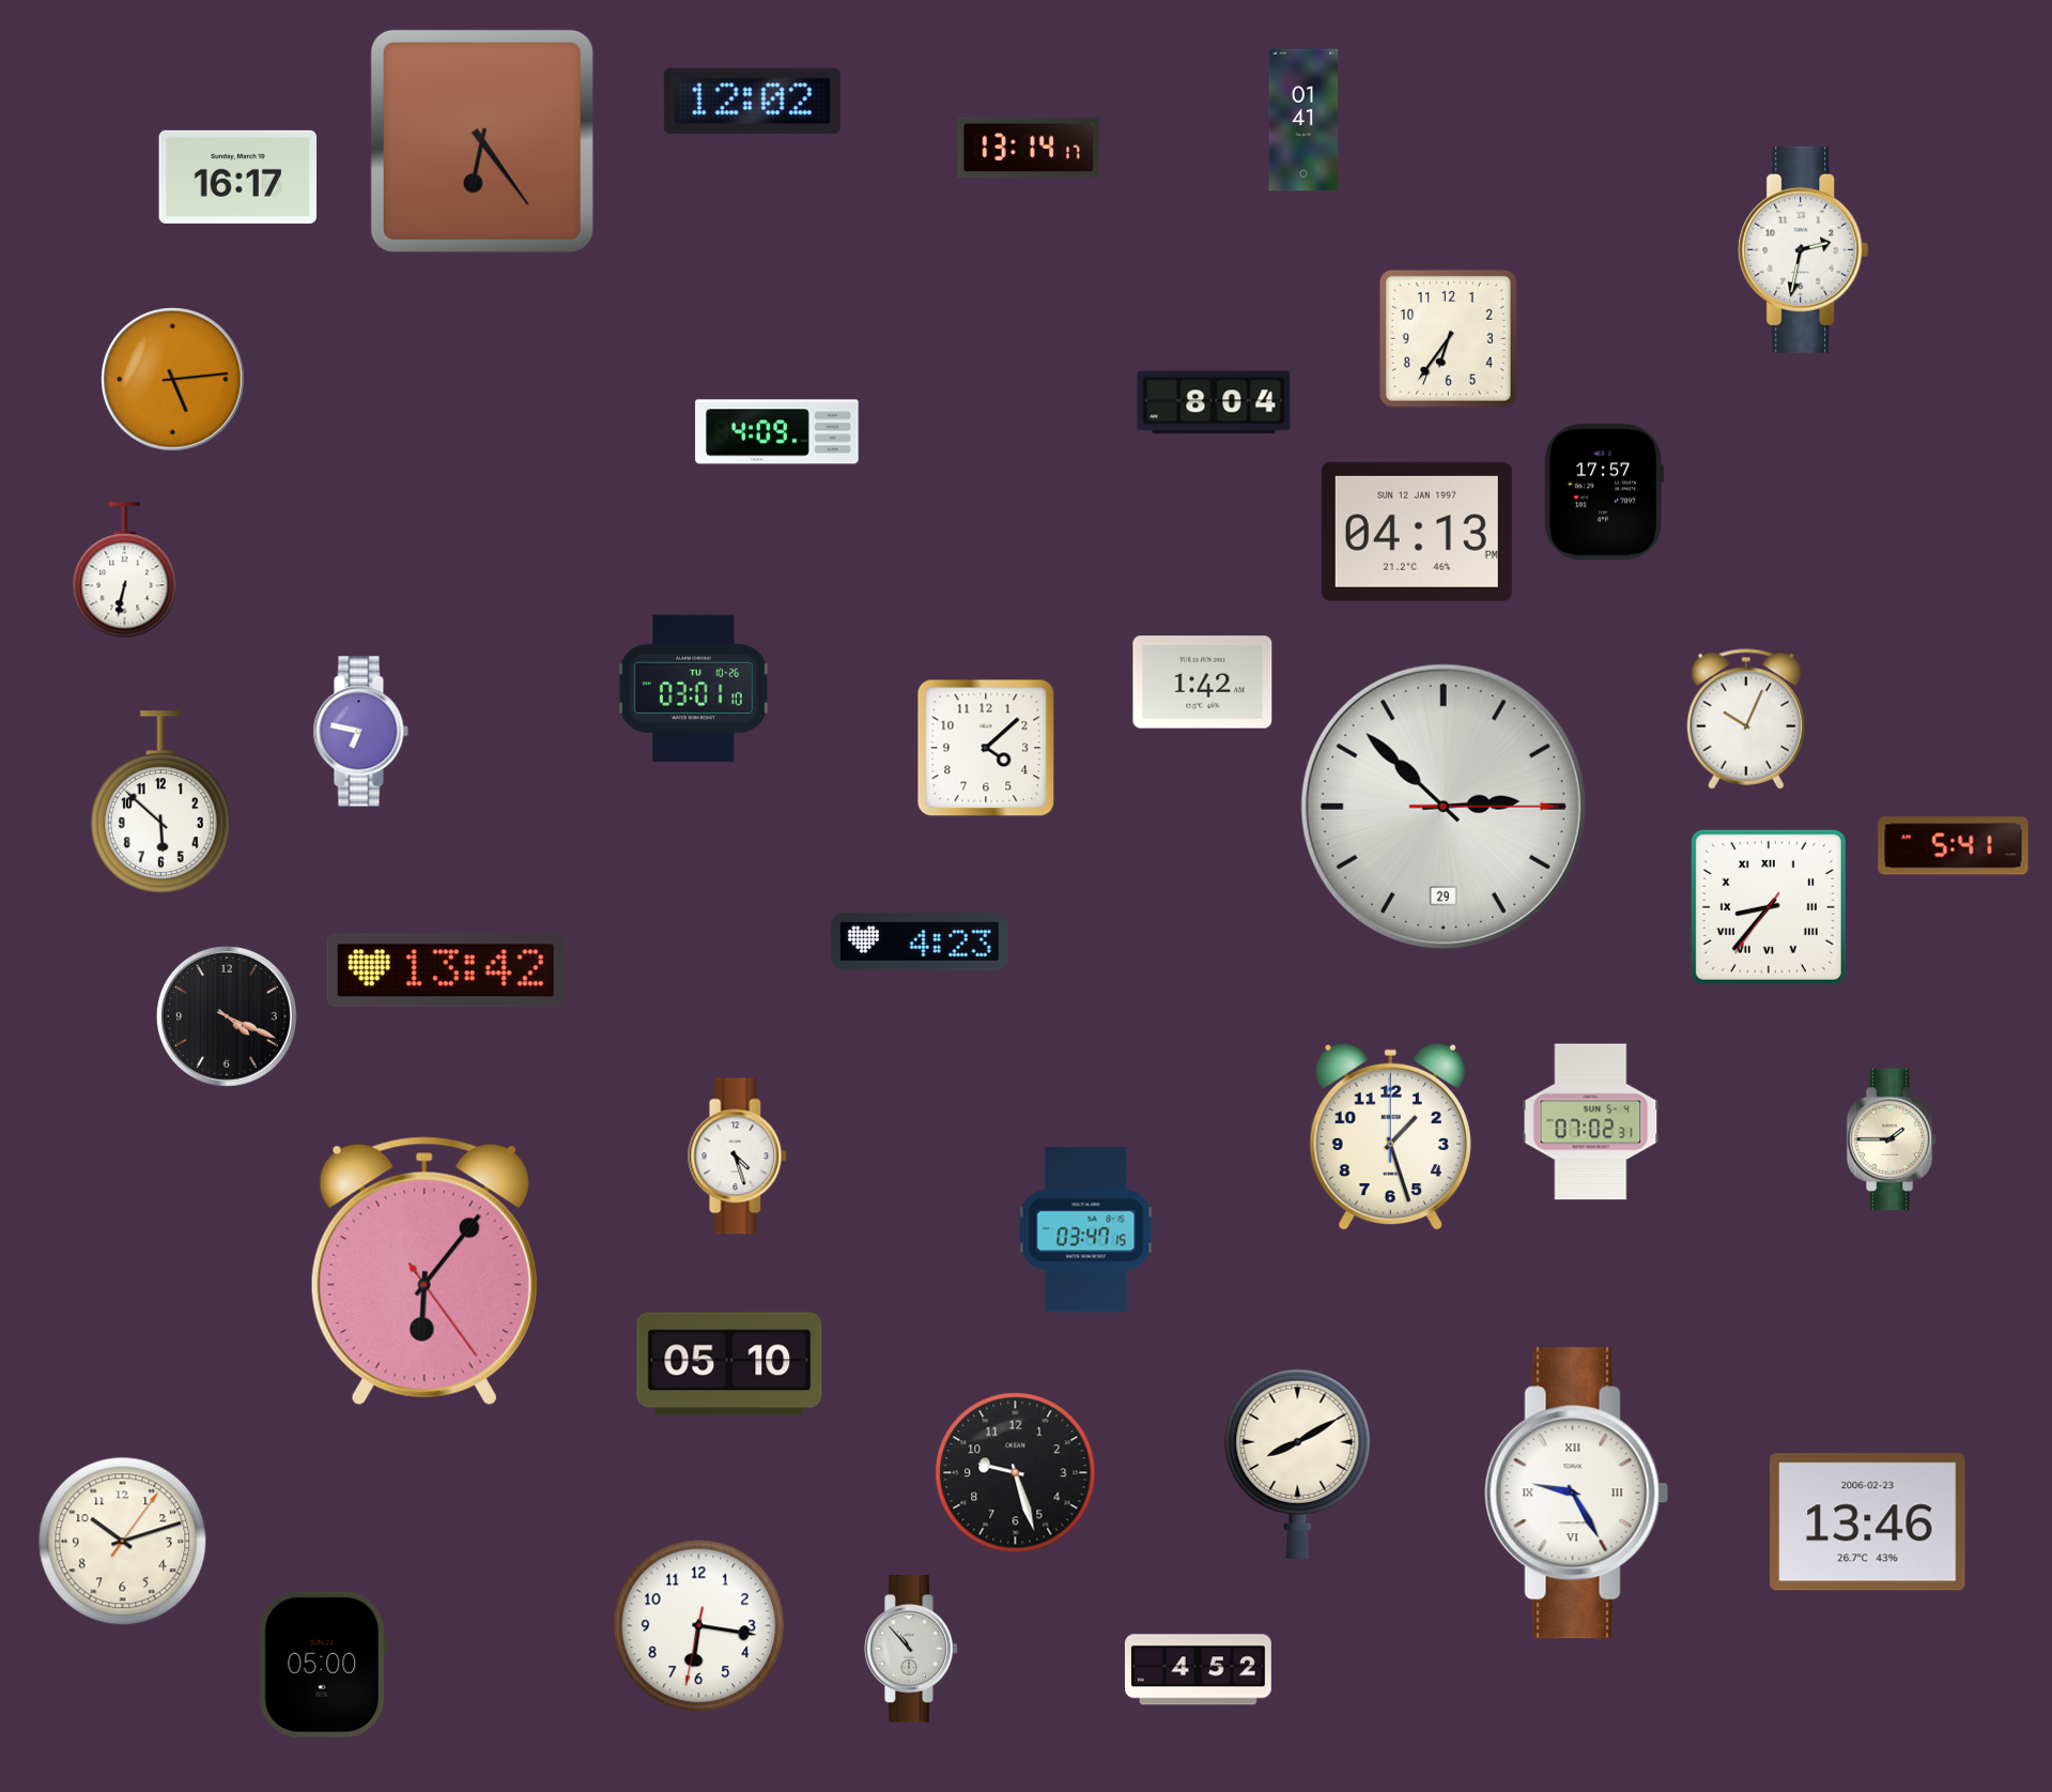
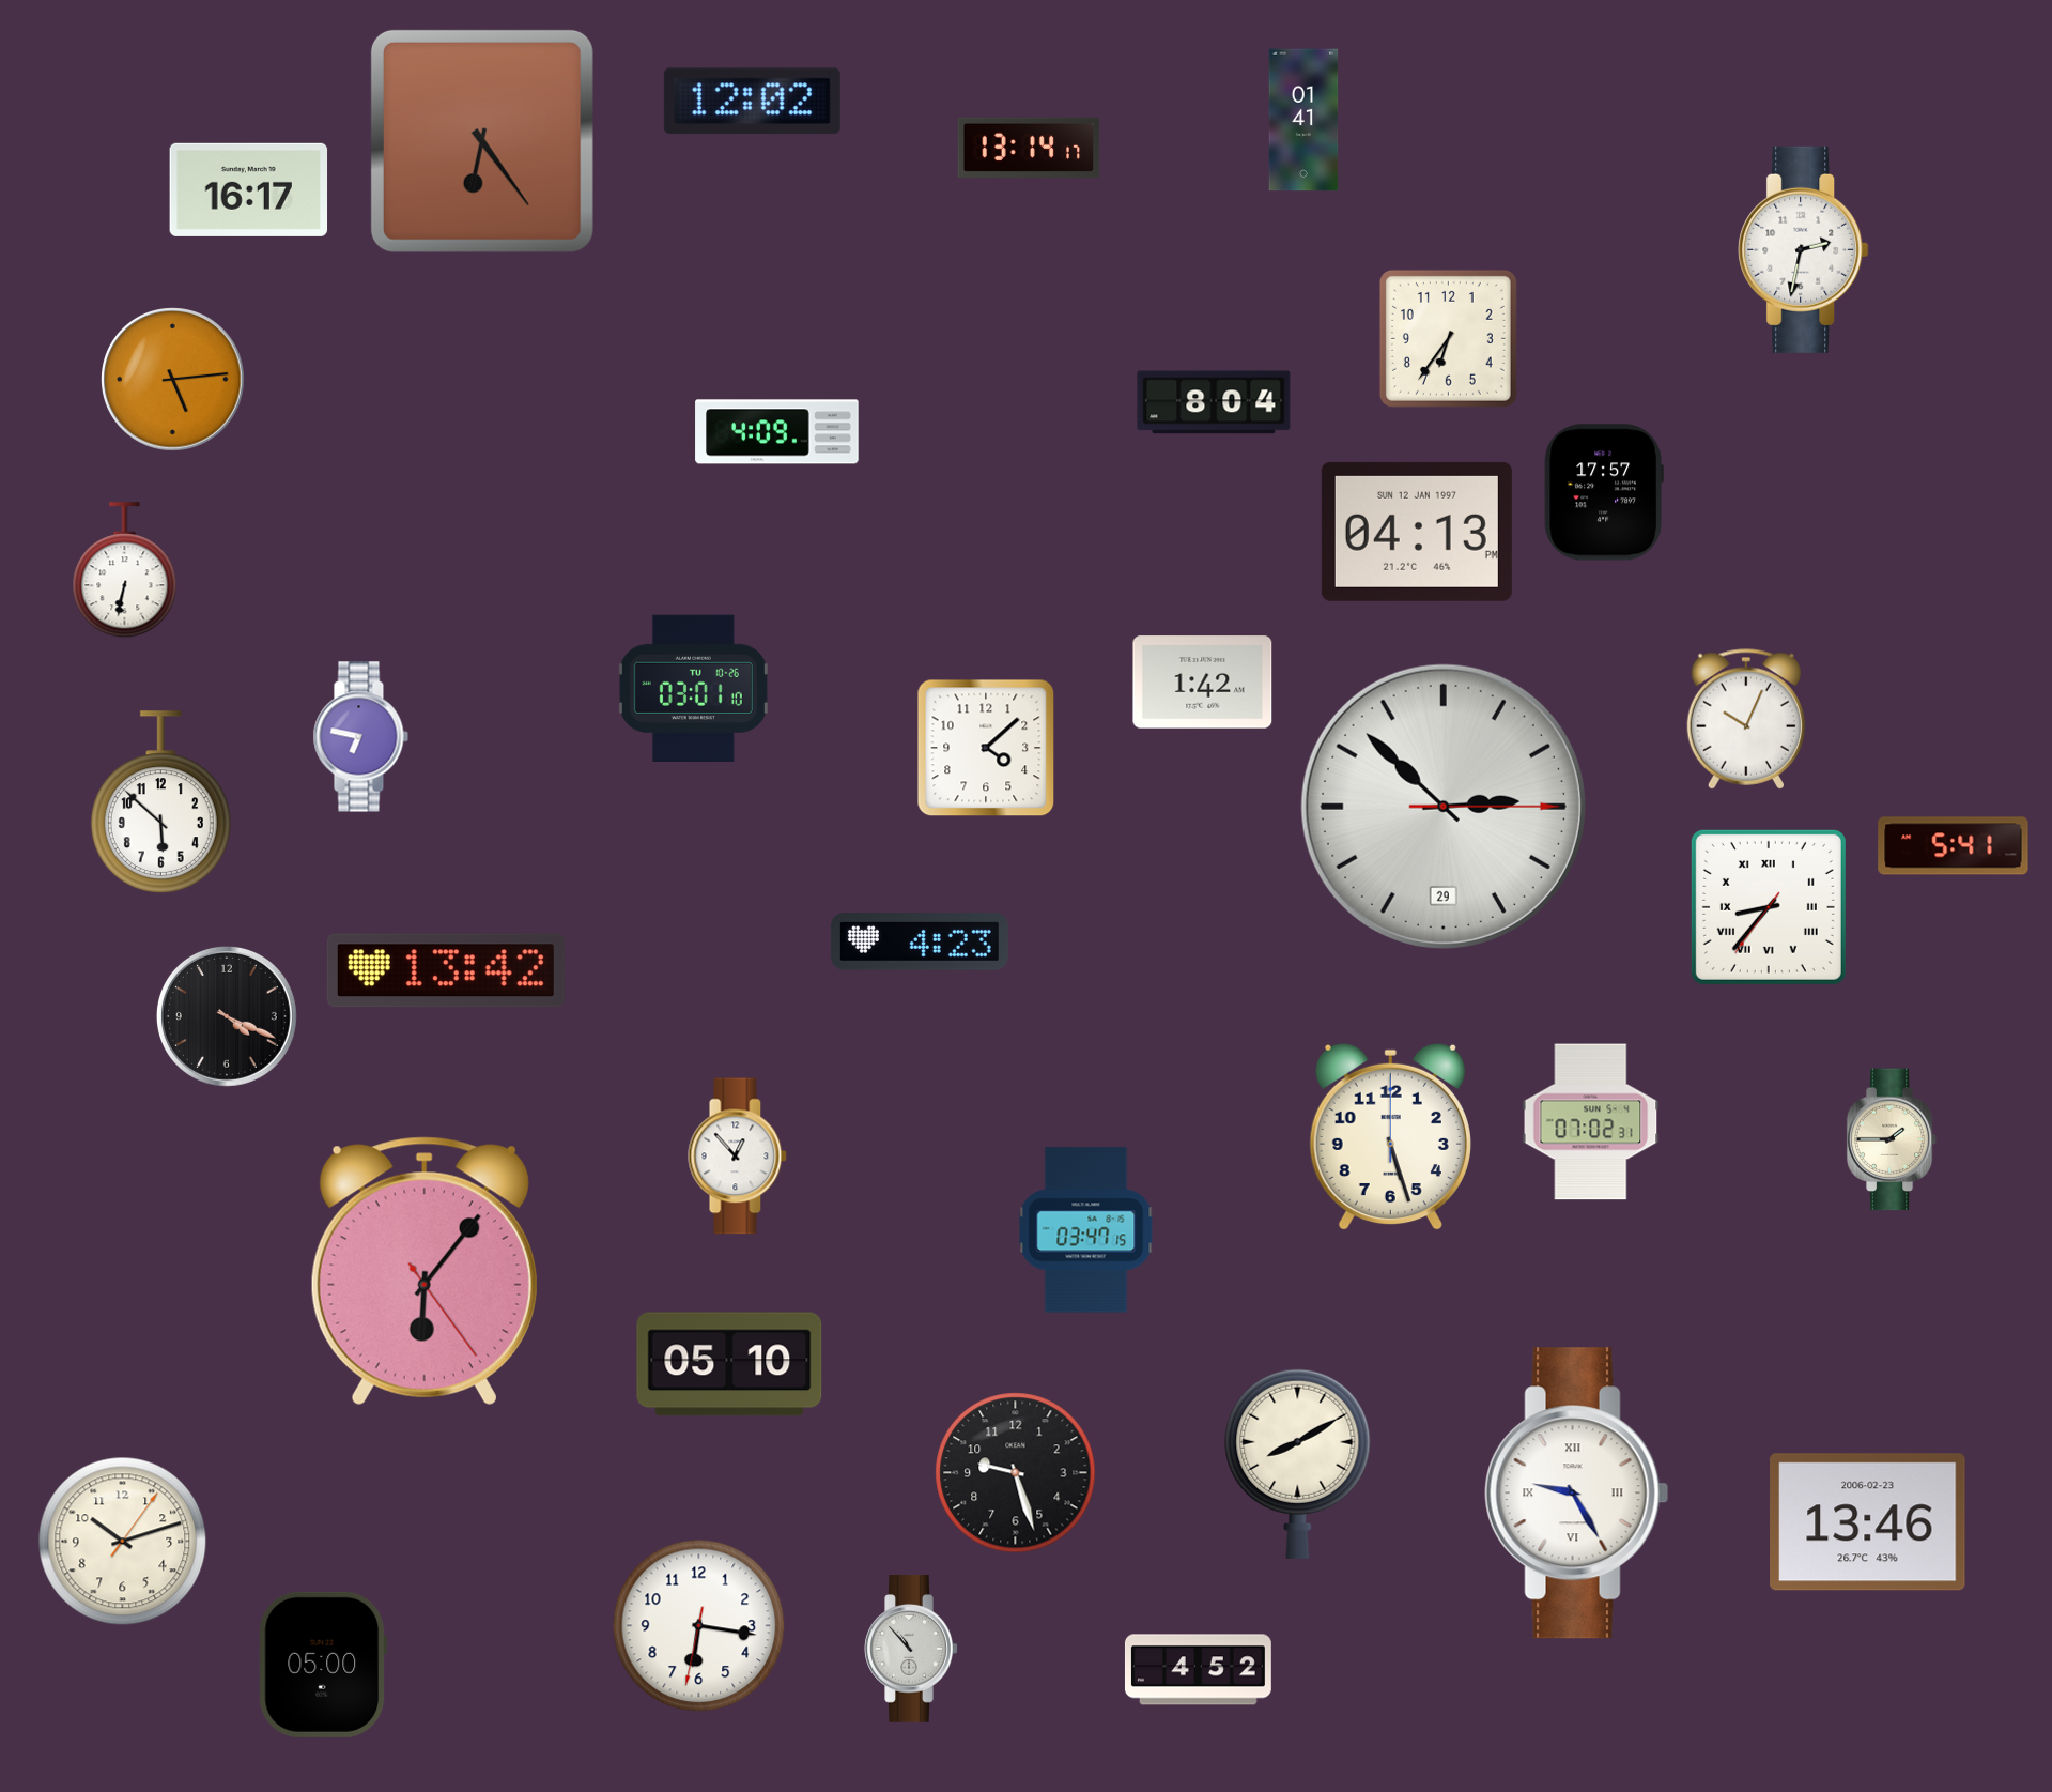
clock at (238, 177) position: (238, 177) -> (249, 189)
clock at (360, 732) position: (360, 732) -> (360, 737)
clock at (1390, 1137): 1:27 -> 5:27
clock at (738, 1157): 4:27 -> 12:53
